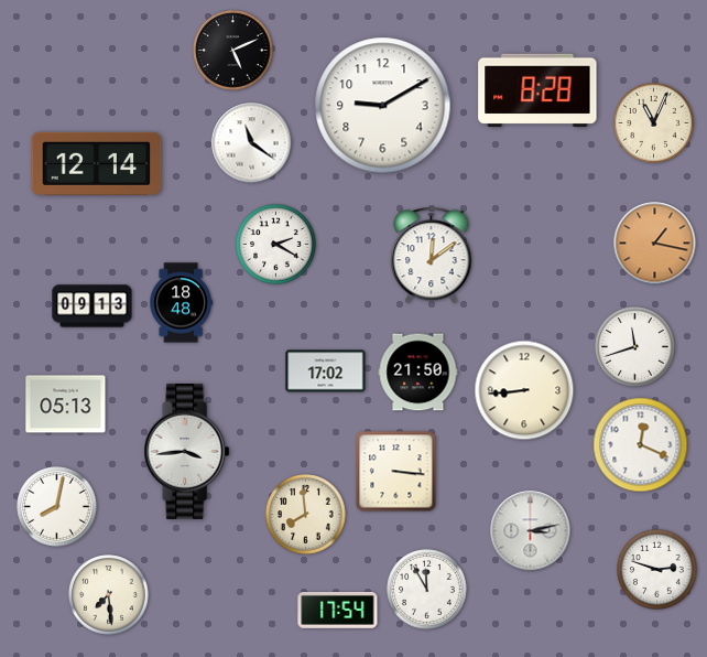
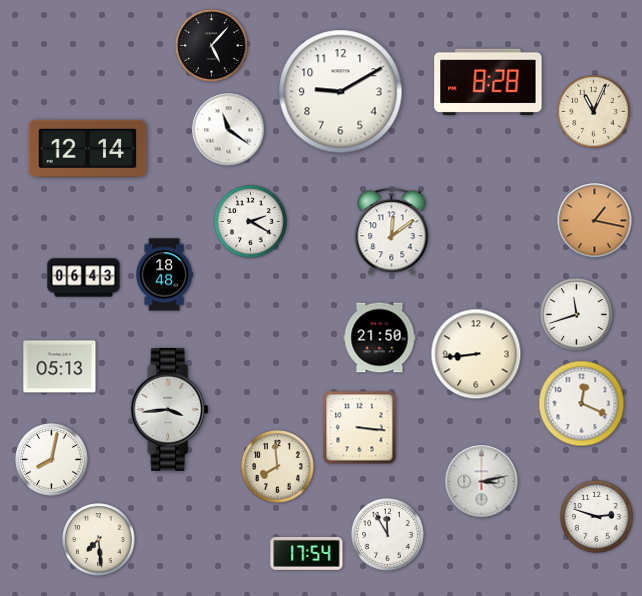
clock at (233, 51): 5:11 -> 5:07
clock at (383, 106) position: (383, 106) -> (341, 92)
clock at (93, 306): 09:13 -> 06:43
clock at (326, 371): 17:02 -> none
